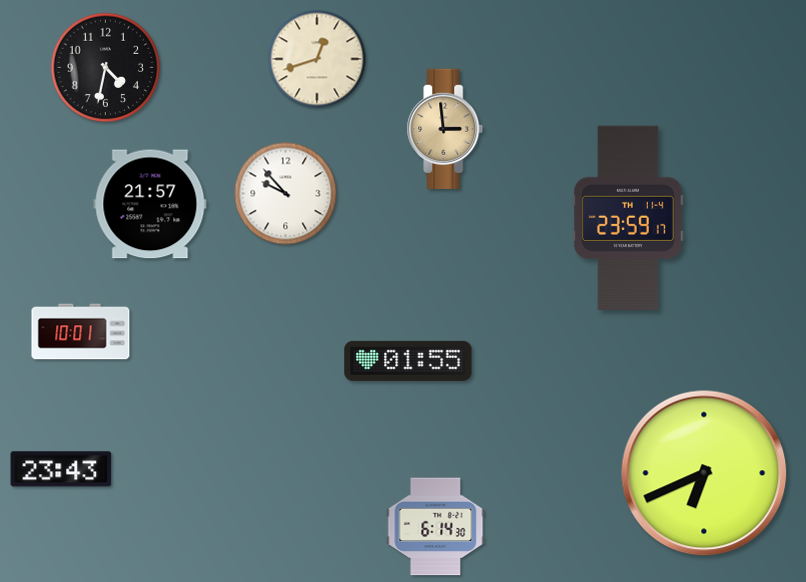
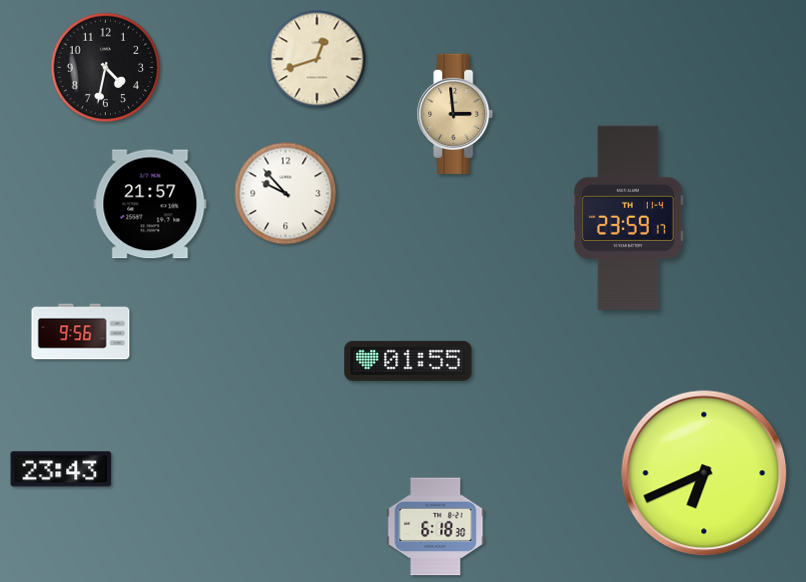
clock at (445, 129) position: (445, 129) -> (455, 114)
clock at (81, 332): 10:01 -> 9:56
clock at (436, 527): 6:14 -> 6:18
